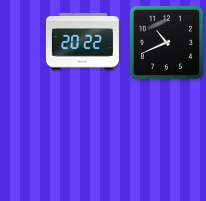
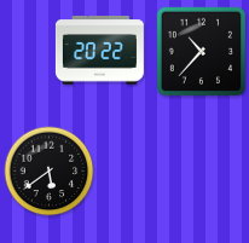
clock at (166, 42): 10:41 -> 10:37
clock at (50, 172): none -> 5:39
